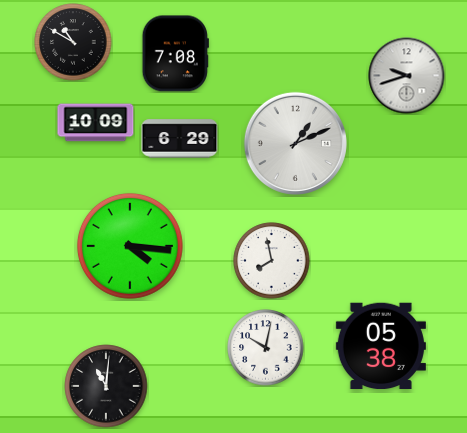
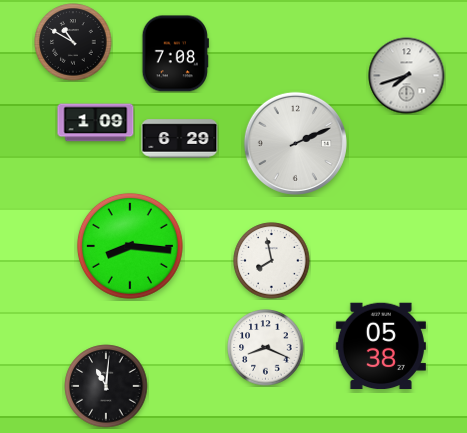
clock at (407, 76): 9:42 -> 7:42
clock at (96, 123): 10:09 -> 1:09
clock at (295, 143): 1:11 -> 2:11
clock at (130, 246): 4:16 -> 8:16
clock at (266, 348): 10:02 -> 8:19
